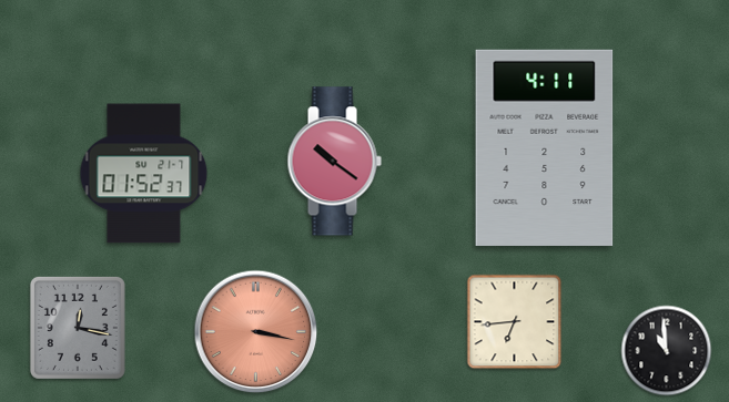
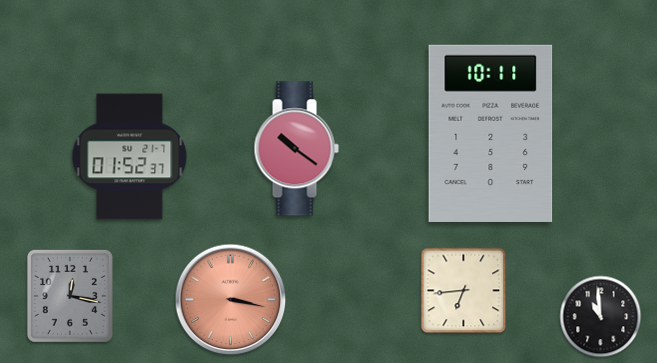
clock at (545, 147): 4:11 -> 10:11
clock at (334, 162) position: (334, 162) -> (296, 149)
